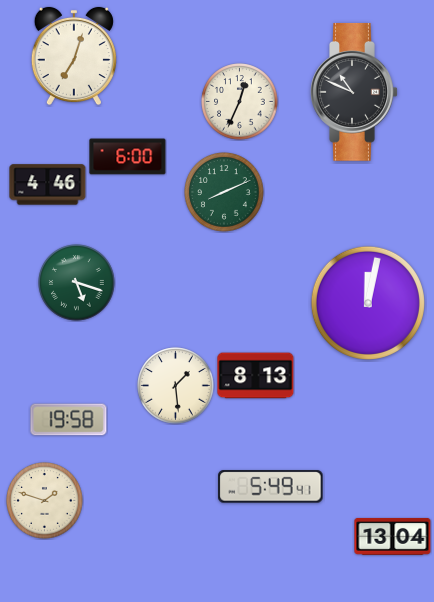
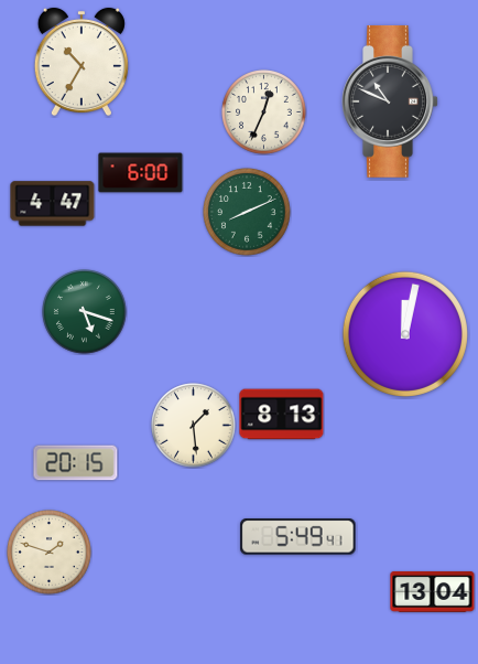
clock at (74, 56): 7:03 -> 10:35
clock at (48, 185): 4:46 -> 4:47
clock at (69, 420): 19:58 -> 20:15
